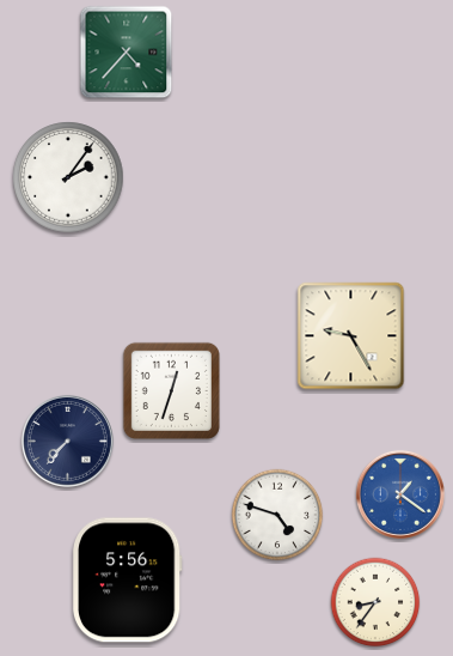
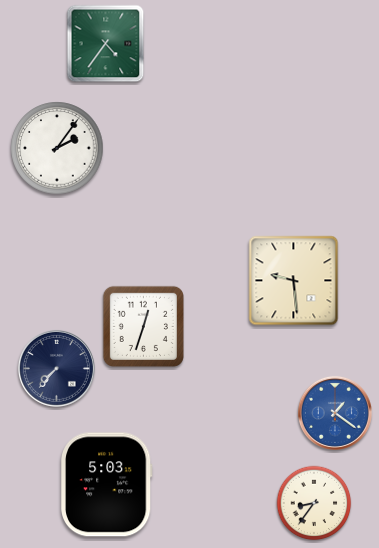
clock at (127, 53): 4:37 -> 4:36
clock at (351, 336): 9:25 -> 9:29
clock at (277, 515): 4:48 -> none
clock at (127, 581): 5:56 -> 5:03
